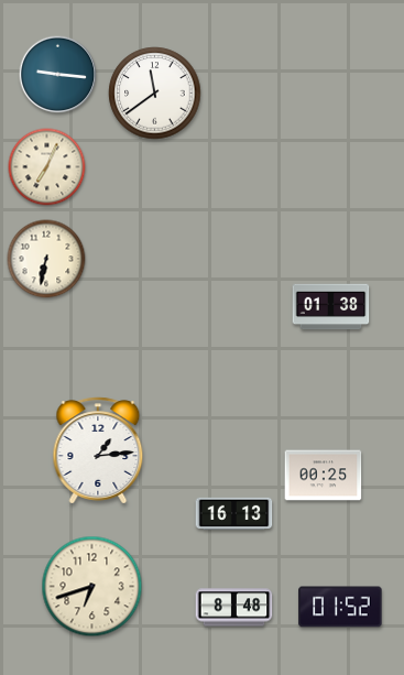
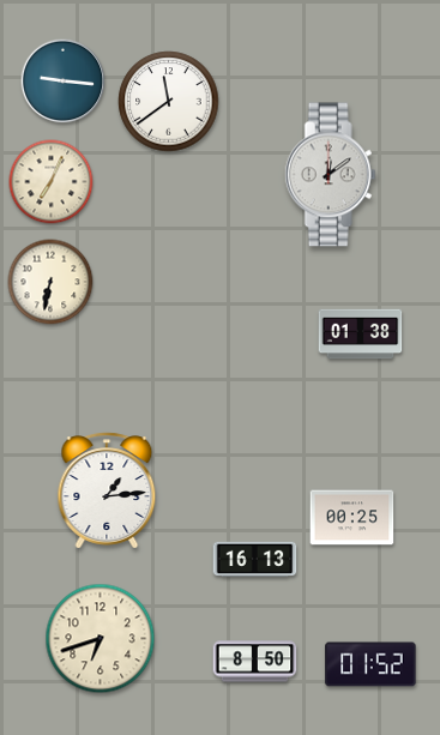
clock at (330, 175): none -> 12:09
clock at (340, 607) position: (340, 607) -> (370, 664)
clock at (234, 608): 8:48 -> 8:50
